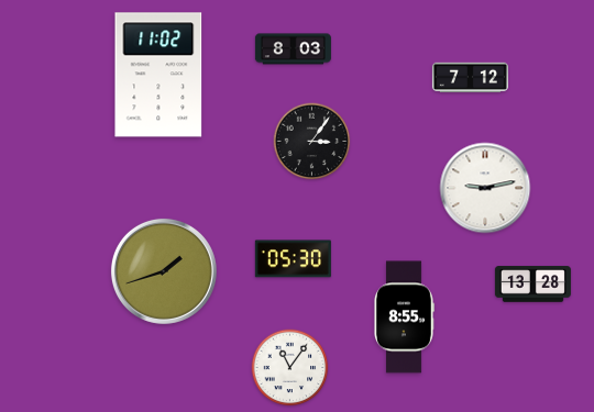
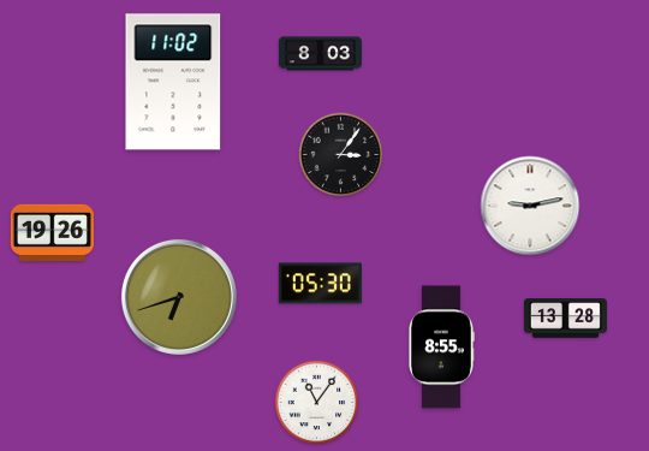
clock at (470, 78): 7:12 -> none
clock at (52, 232): none -> 19:26
clock at (164, 271): 1:42 -> 6:42
clock at (532, 285) position: (532, 285) -> (565, 319)
